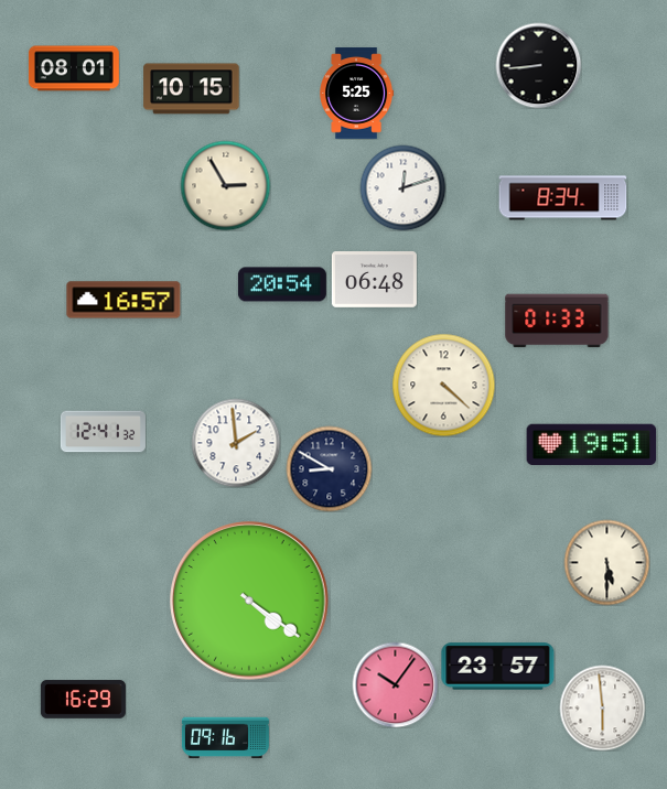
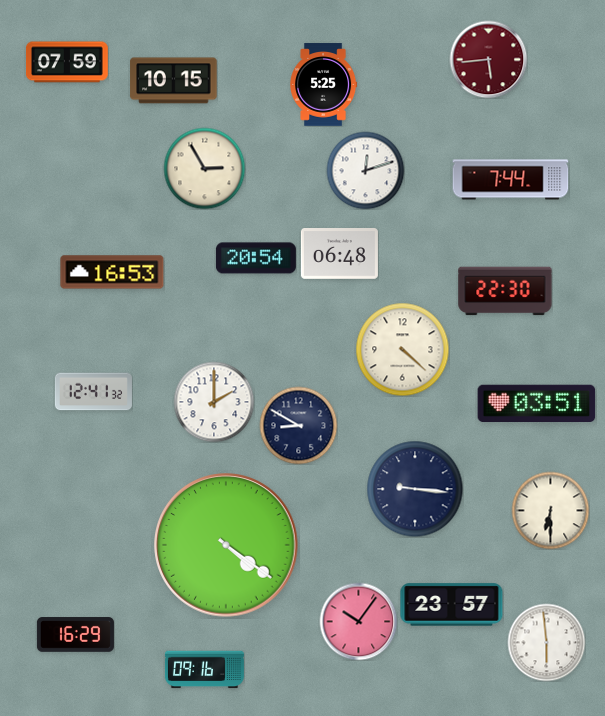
clock at (538, 65): 8:44 -> 5:44
clock at (538, 65) dial: black -> burgundy
clock at (74, 68): 08:01 -> 07:59
clock at (563, 198): 8:34 -> 7:44
clock at (123, 300): 16:57 -> 16:53
clock at (557, 321): 01:33 -> 22:30
clock at (236, 443): 1:59 -> 2:00
clock at (592, 444): 19:51 -> 03:51
clock at (415, 489): none -> 9:16
clock at (606, 562): 5:30 -> 6:30
